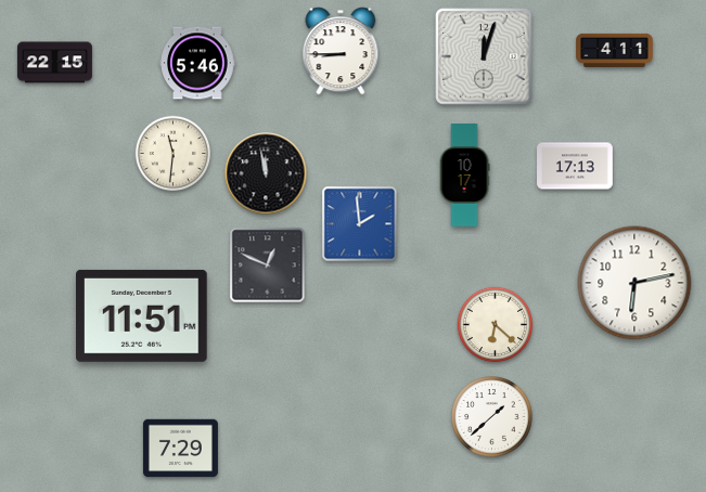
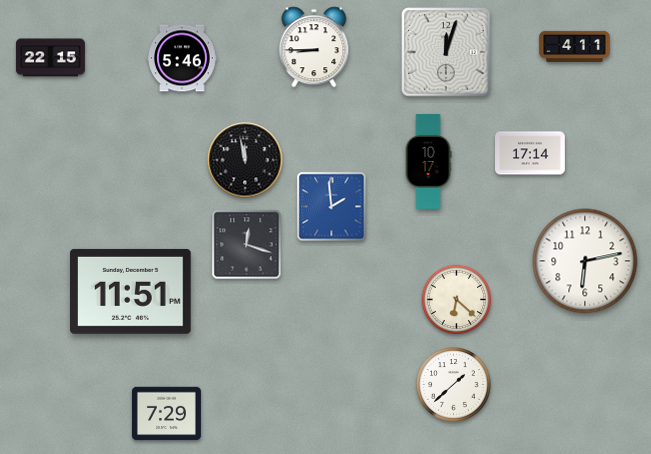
clock at (615, 50) position: (615, 50) -> (575, 46)
clock at (174, 154): 11:31 -> none
clock at (575, 166): 17:13 -> 17:14
clock at (268, 266): 12:49 -> 12:18
